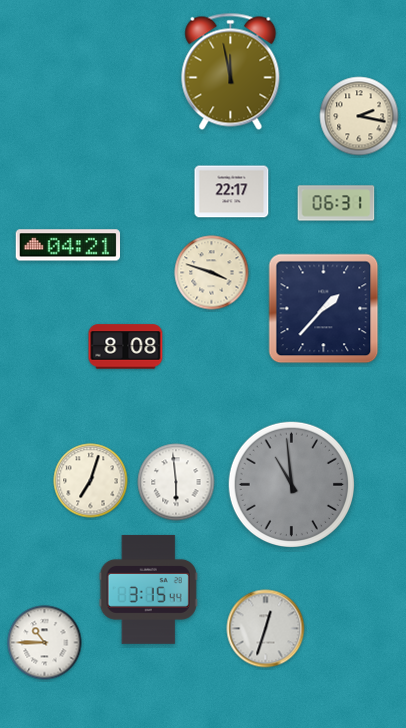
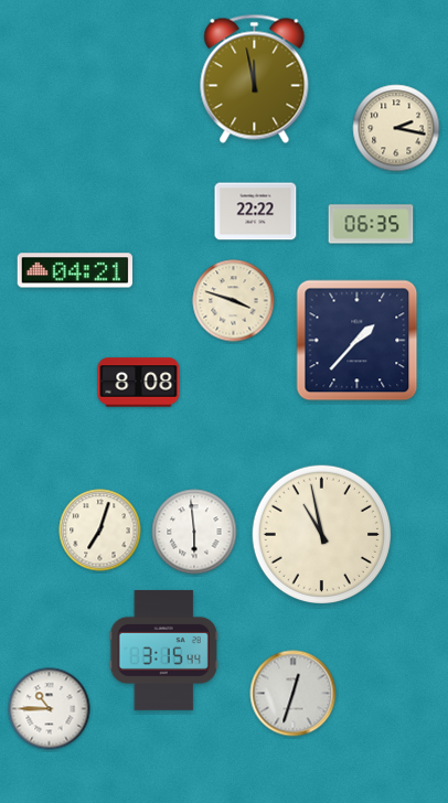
clock at (232, 192): 22:17 -> 22:22
clock at (336, 203): 06:31 -> 06:35
clock at (291, 484): 10:59 -> 10:58
clock at (291, 484) dial: grey -> cream
